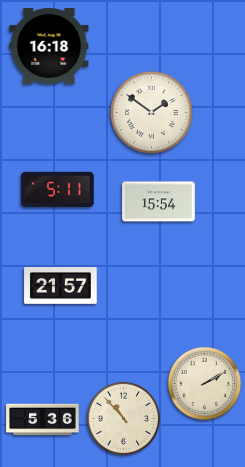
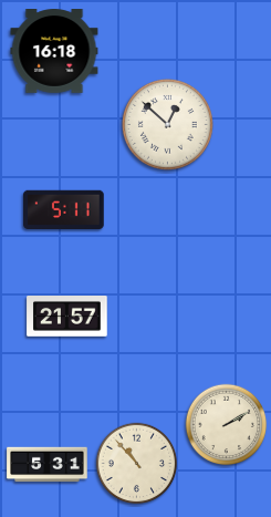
clock at (151, 112): 1:51 -> 12:52
clock at (159, 202): 15:54 -> none
clock at (43, 420): 5:36 -> 5:31
